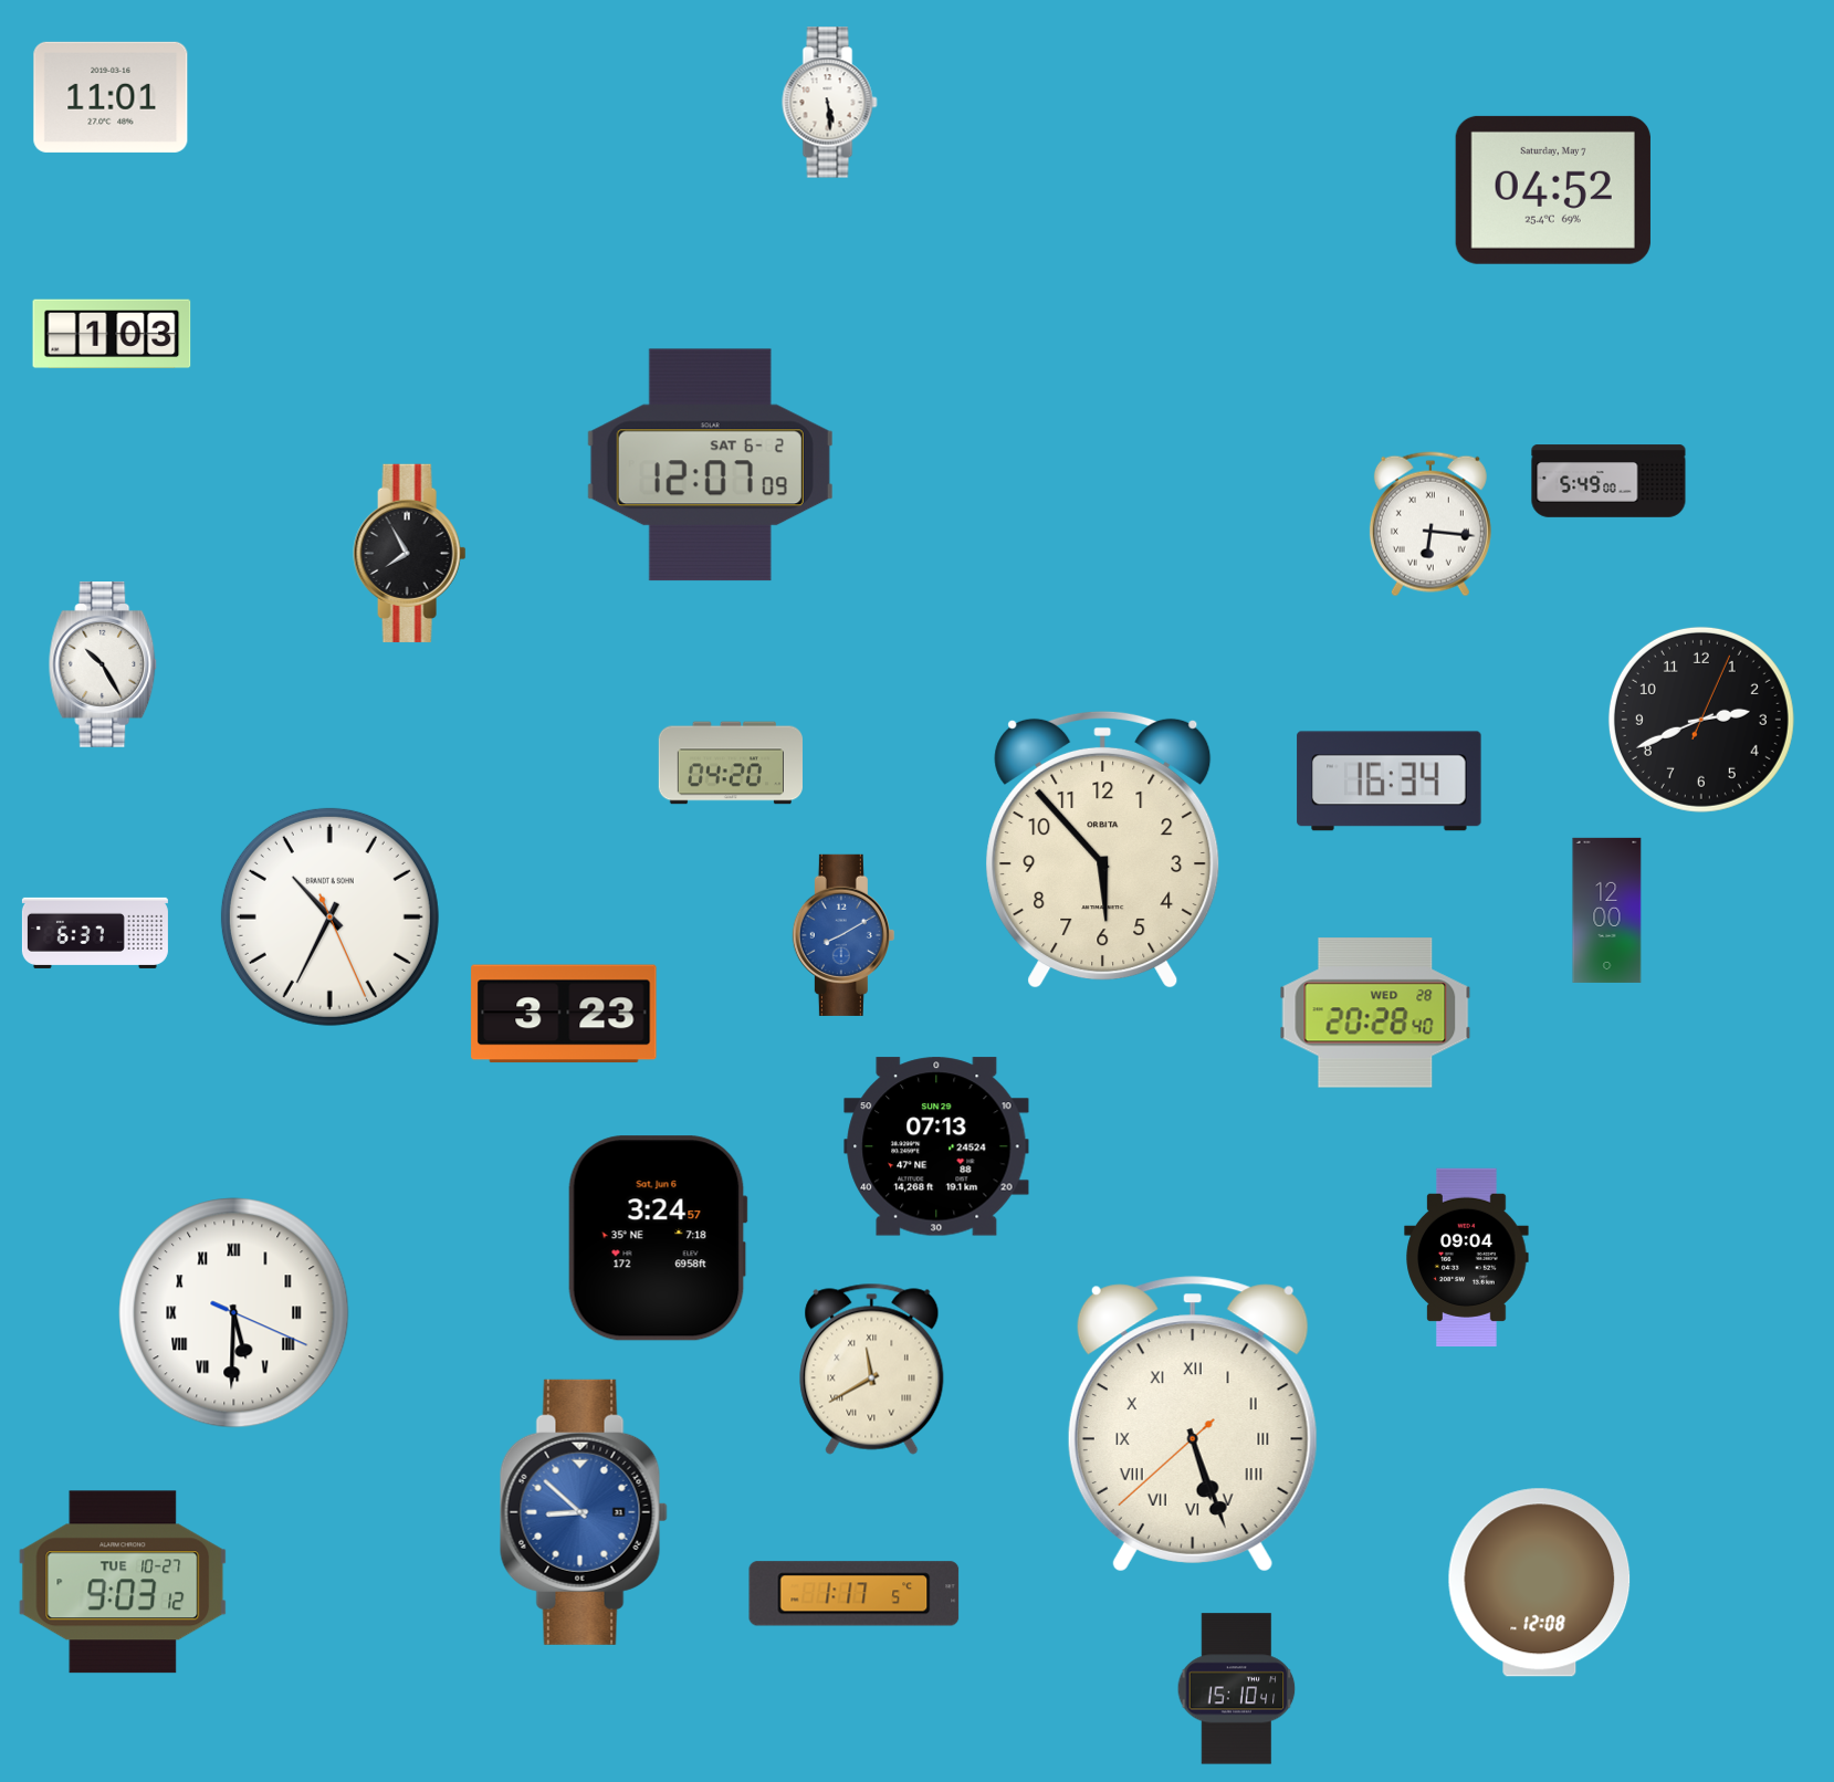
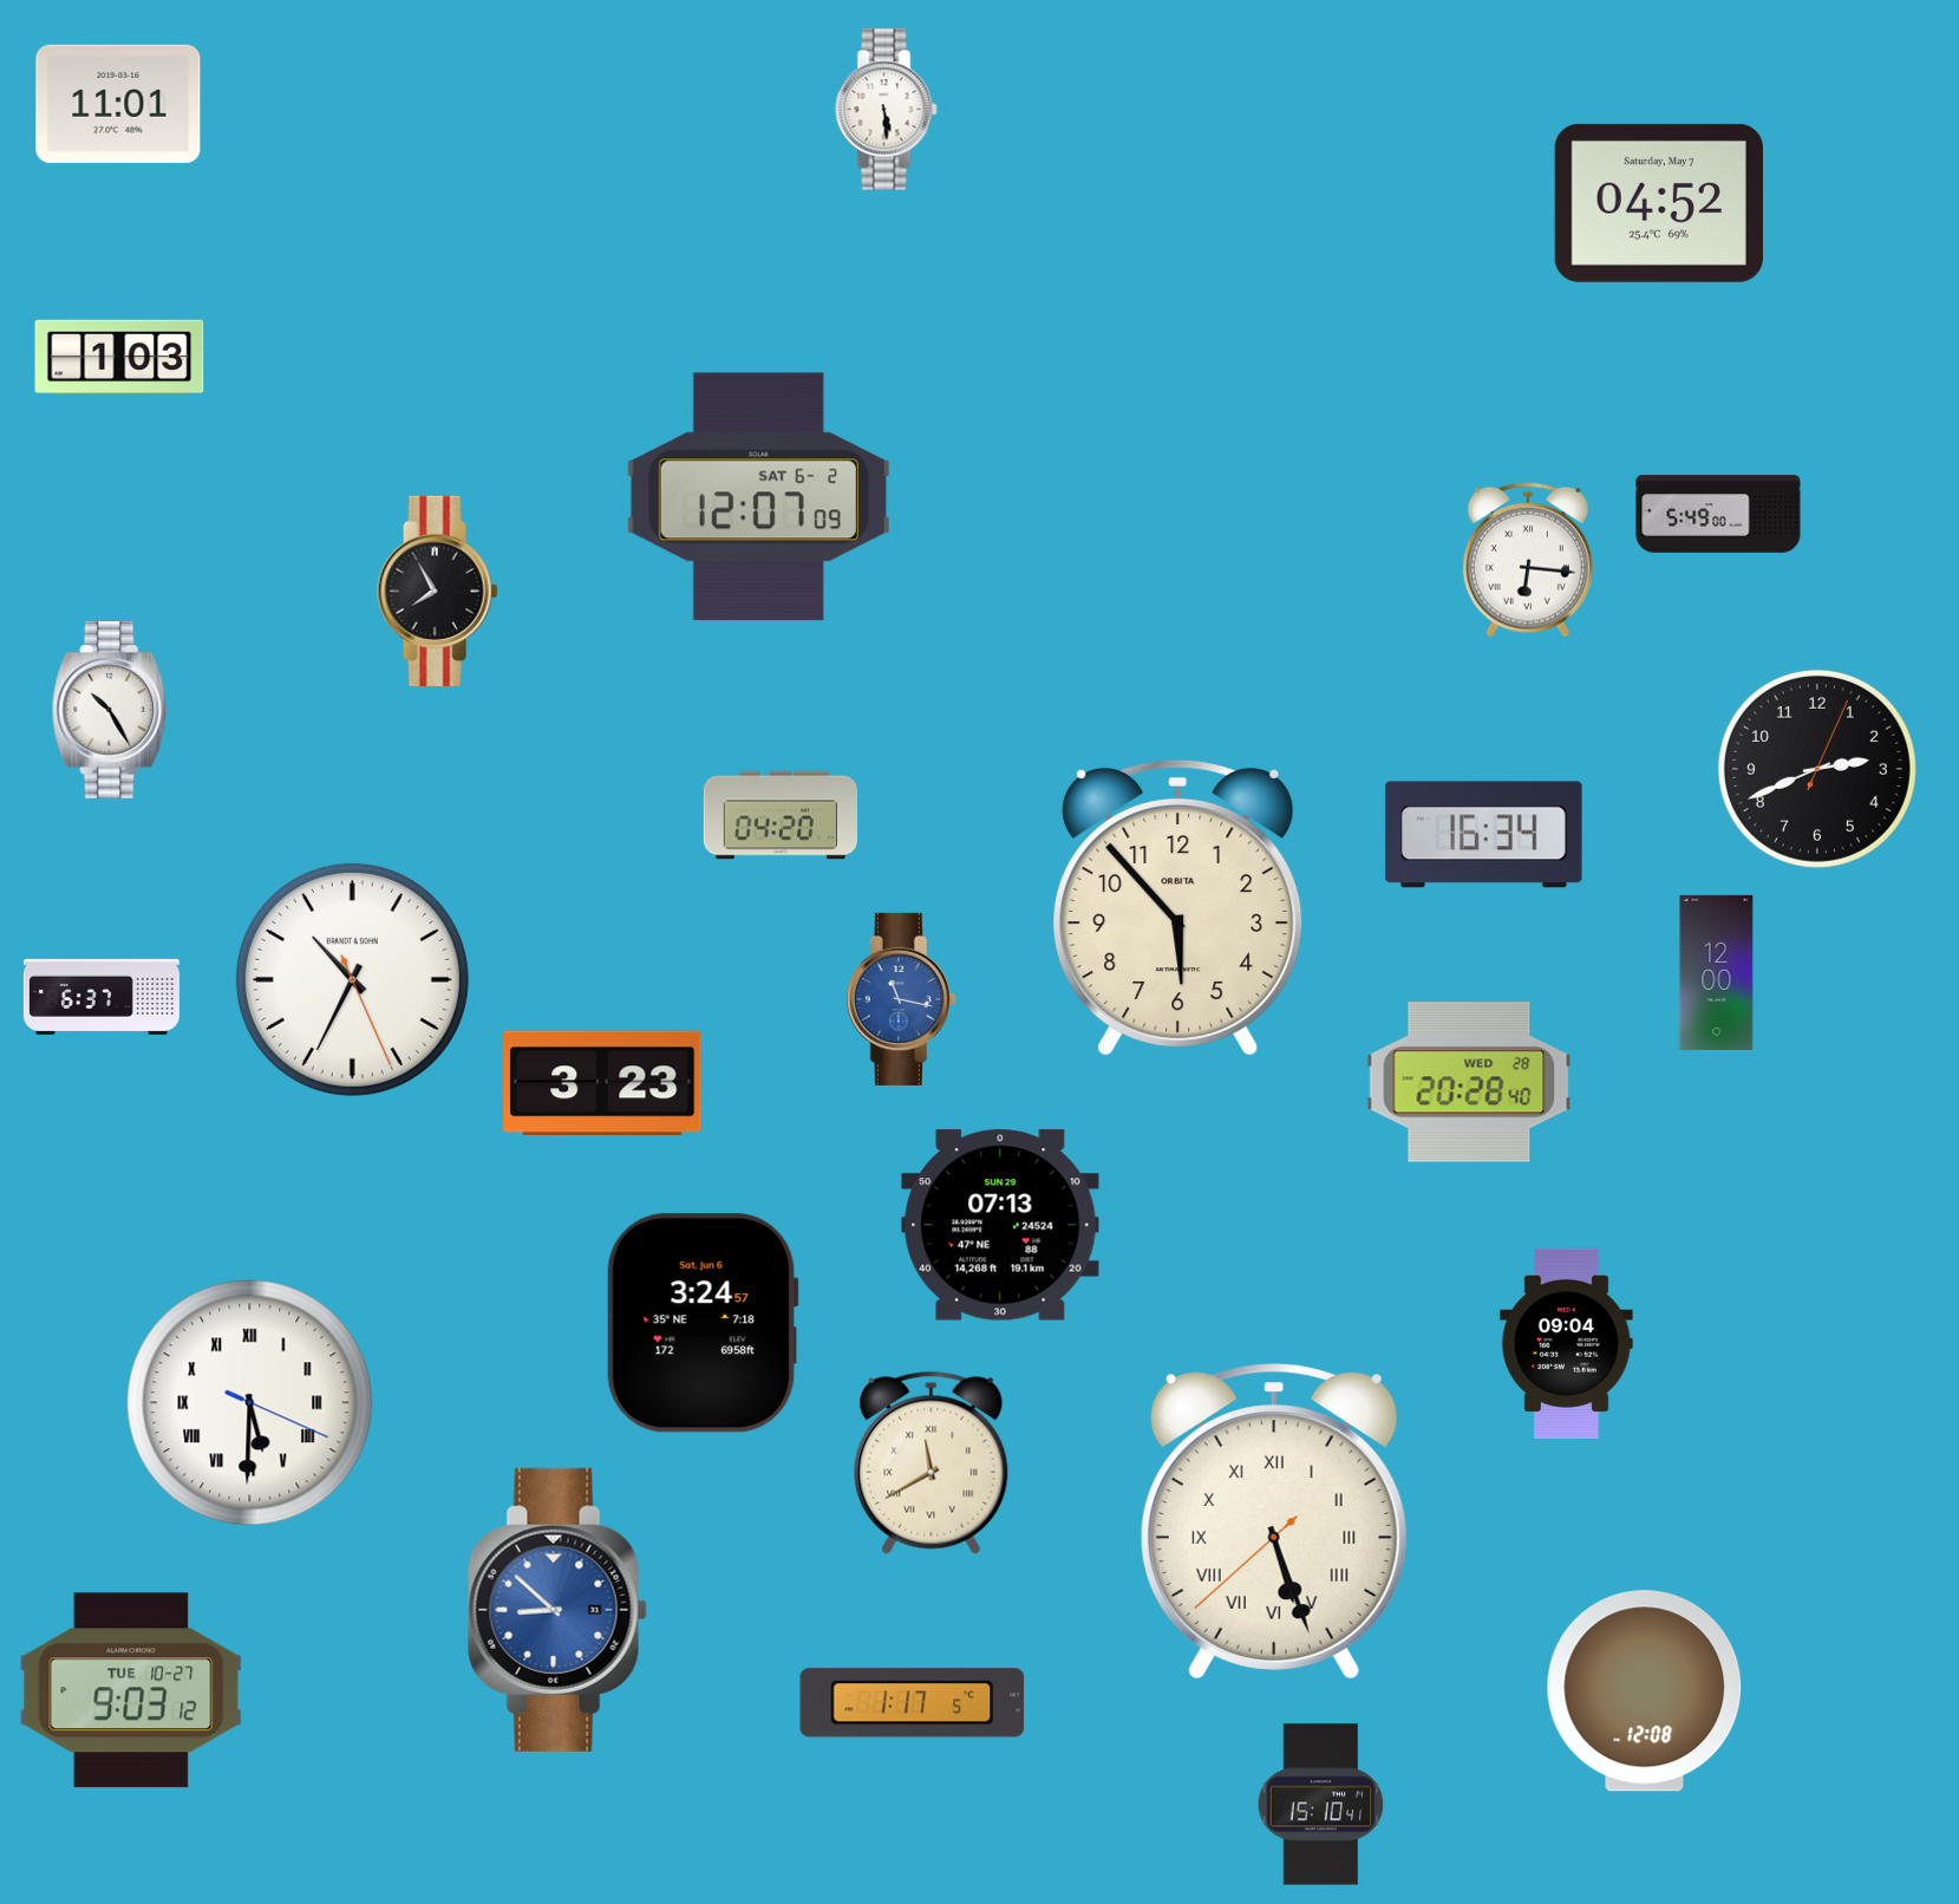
clock at (843, 935): 8:10 -> 11:17
clock at (584, 1512) position: (584, 1512) -> (557, 1610)
